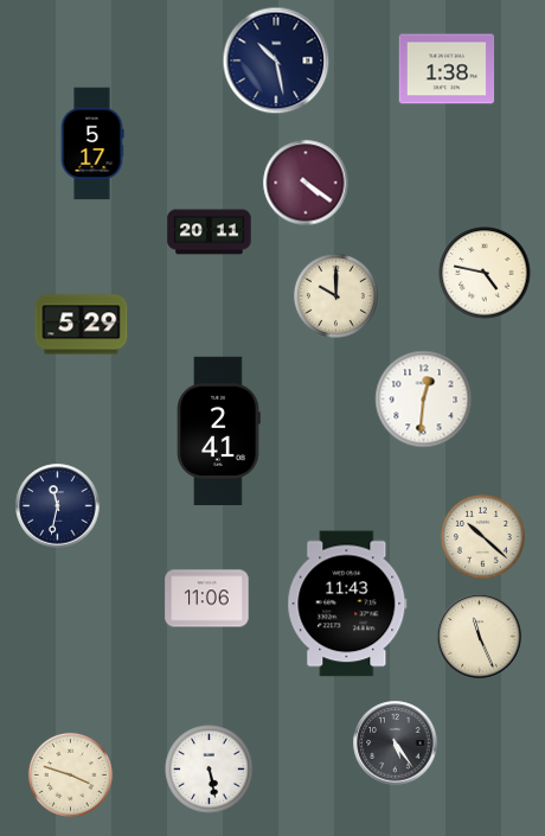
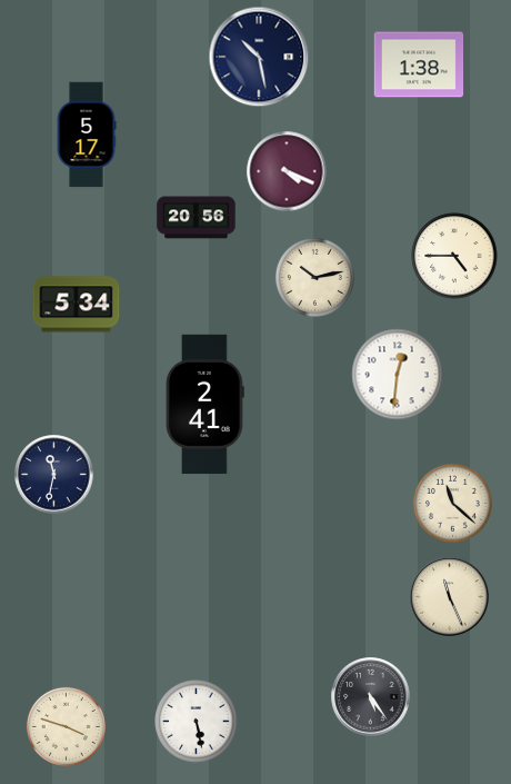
clock at (306, 183): 4:21 -> 4:19
clock at (210, 232): 20:11 -> 20:56
clock at (485, 273): 4:47 -> 4:45
clock at (335, 295): 10:00 -> 10:13
clock at (82, 325): 5:29 -> 5:34
clock at (482, 536): 10:22 -> 11:22
clock at (207, 599): 11:06 -> none
clock at (347, 604): 11:43 -> none
